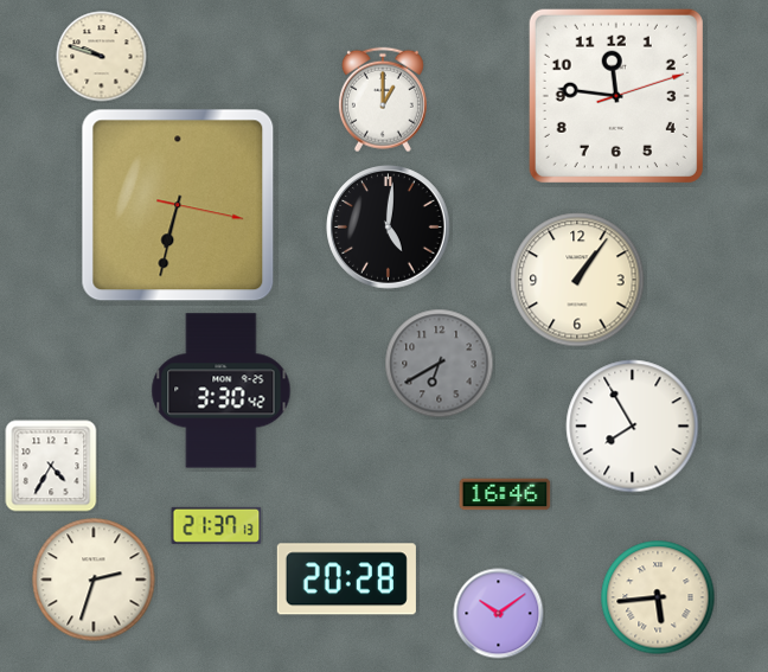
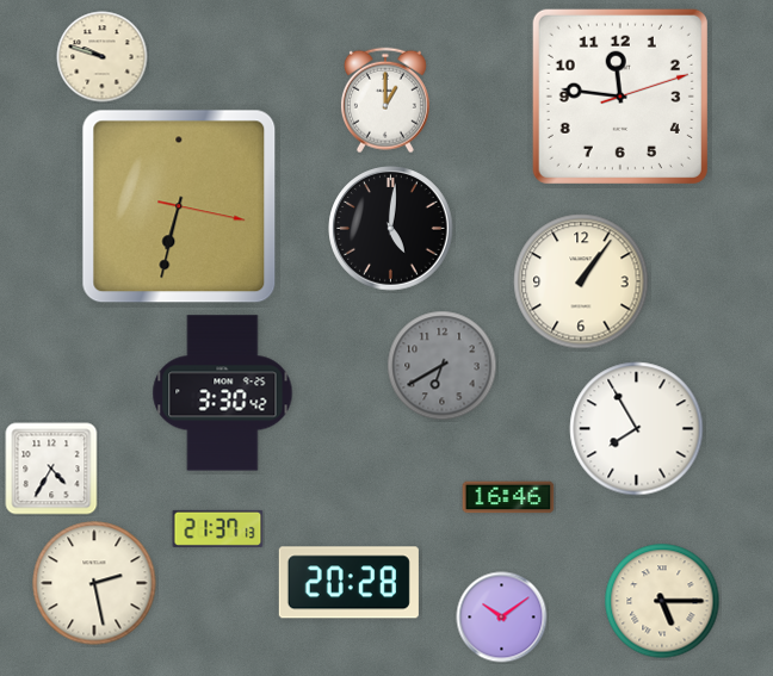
clock at (94, 580): 2:33 -> 2:28
clock at (658, 597): 5:44 -> 5:15
